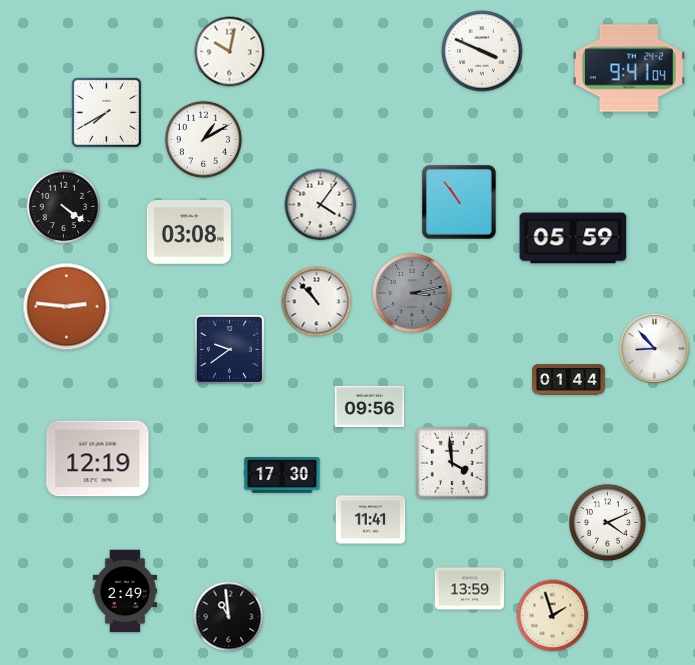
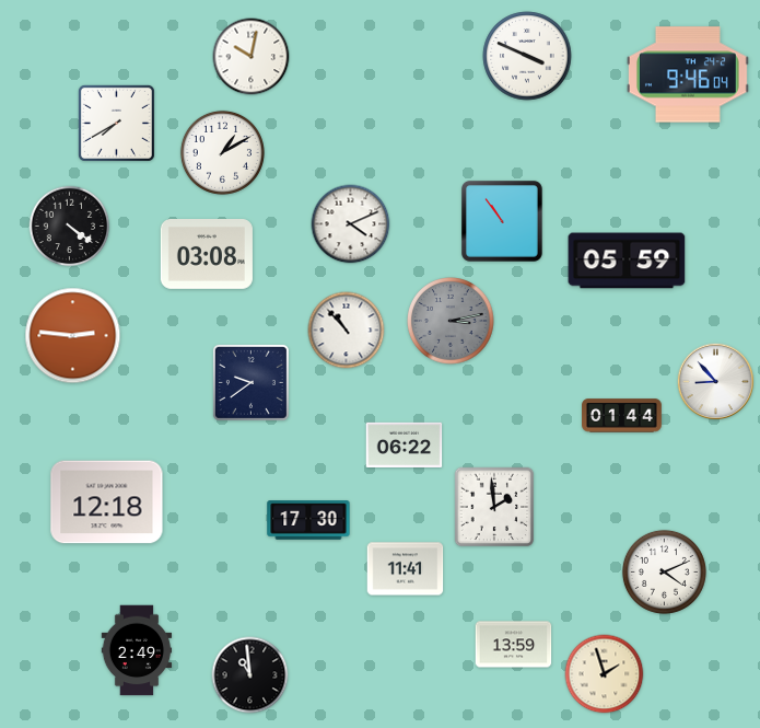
clock at (629, 68): 9:41 -> 9:46
clock at (321, 205): 4:06 -> 4:11
clock at (370, 406): 09:56 -> 06:22
clock at (98, 459): 12:19 -> 12:18
clock at (452, 463): 3:59 -> 1:59
clock at (125, 591) position: (125, 591) -> (137, 650)
